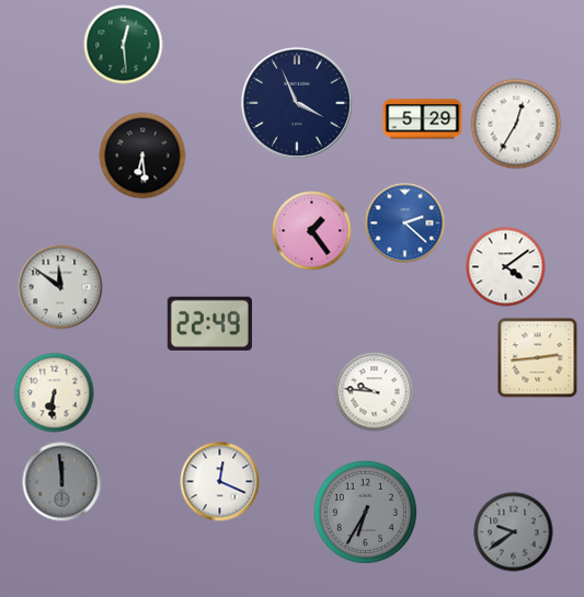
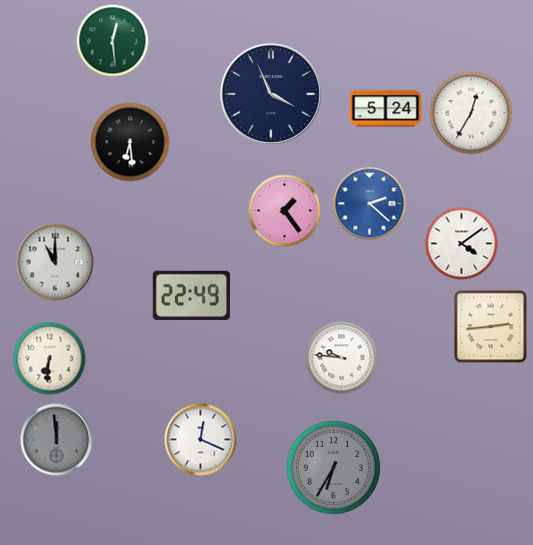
clock at (423, 119): 5:29 -> 5:24
clock at (60, 287): 11:51 -> 11:00
clock at (514, 532): 9:39 -> none
